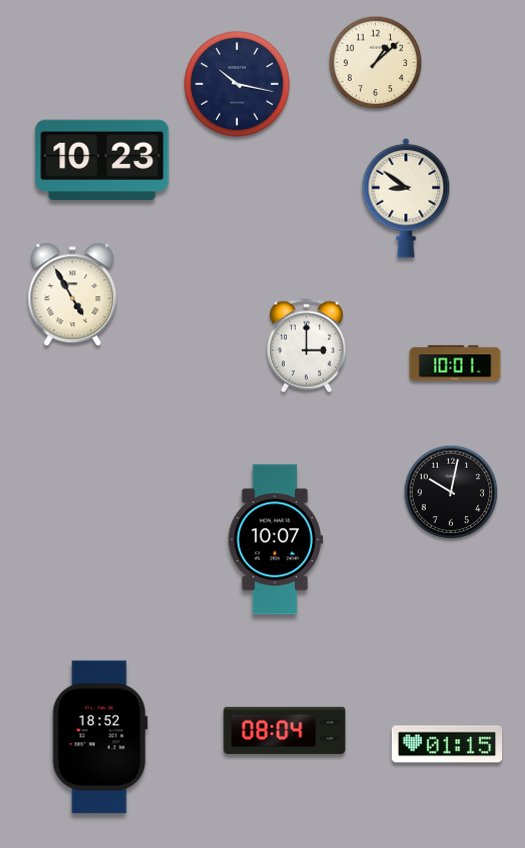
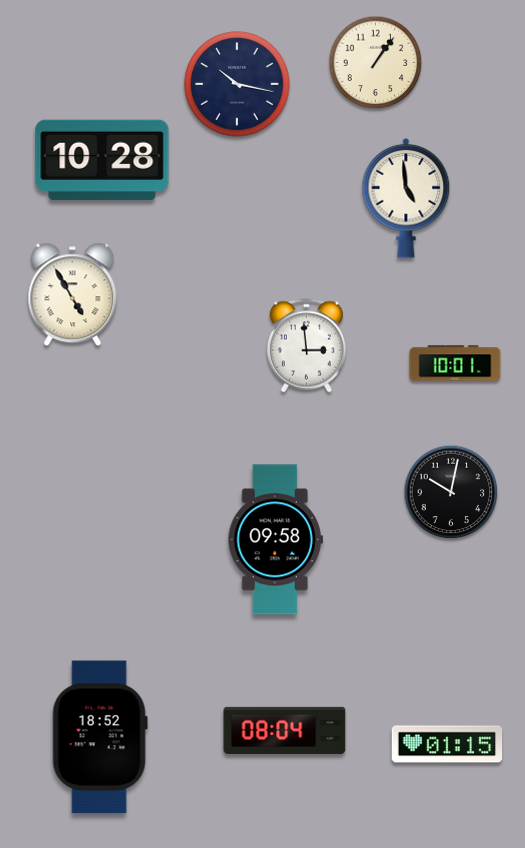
clock at (376, 63): 1:08 -> 1:06
clock at (102, 160): 10:23 -> 10:28
clock at (406, 198): 8:51 -> 4:59
clock at (306, 346): 3:00 -> 2:59
clock at (275, 540): 10:07 -> 09:58
